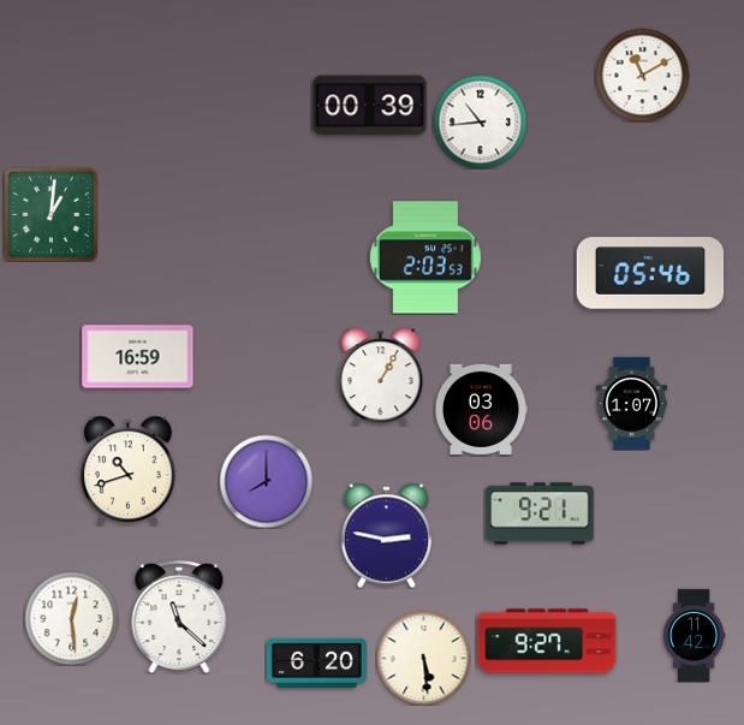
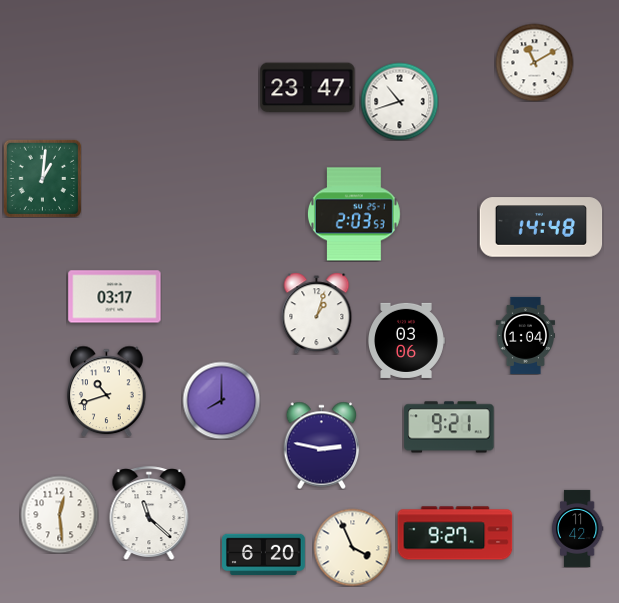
clock at (370, 106): 00:39 -> 23:47
clock at (480, 121): 10:44 -> 10:42
clock at (650, 273): 05:46 -> 14:48
clock at (138, 357): 16:59 -> 03:17
clock at (381, 376): 1:05 -> 1:03
clock at (631, 403): 1:07 -> 1:04
clock at (482, 409) position: (482, 409) -> (407, 340)
clock at (423, 658): 5:29 -> 3:56
clock at (317, 664) position: (317, 664) -> (264, 555)
